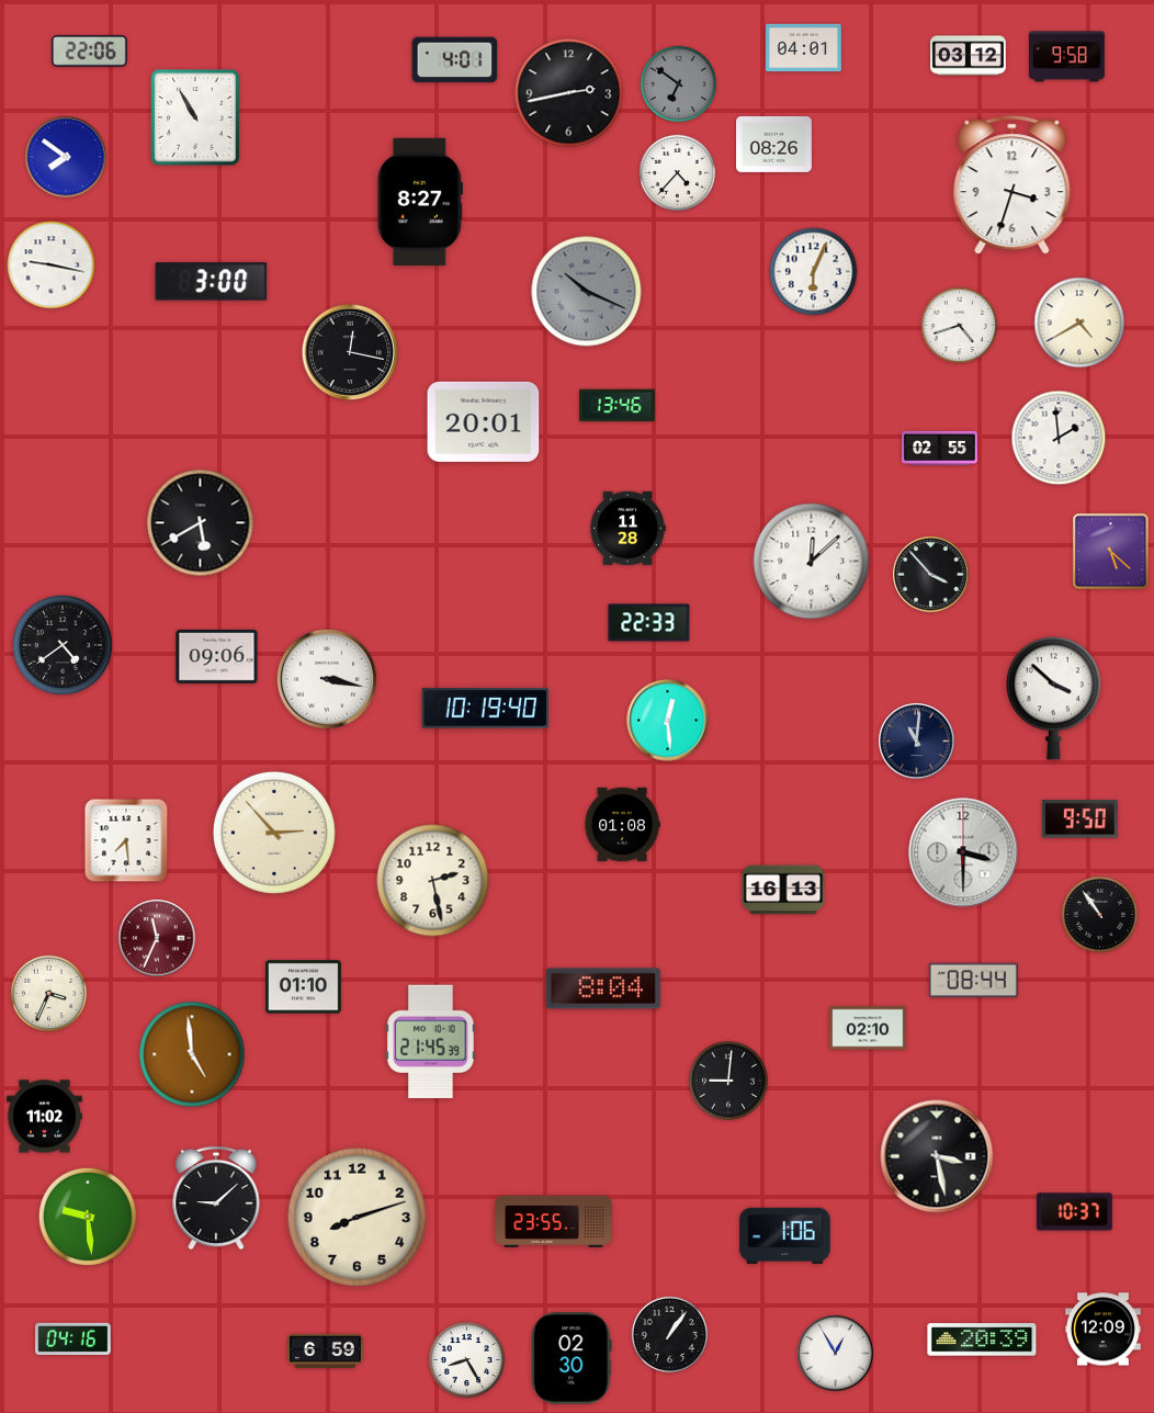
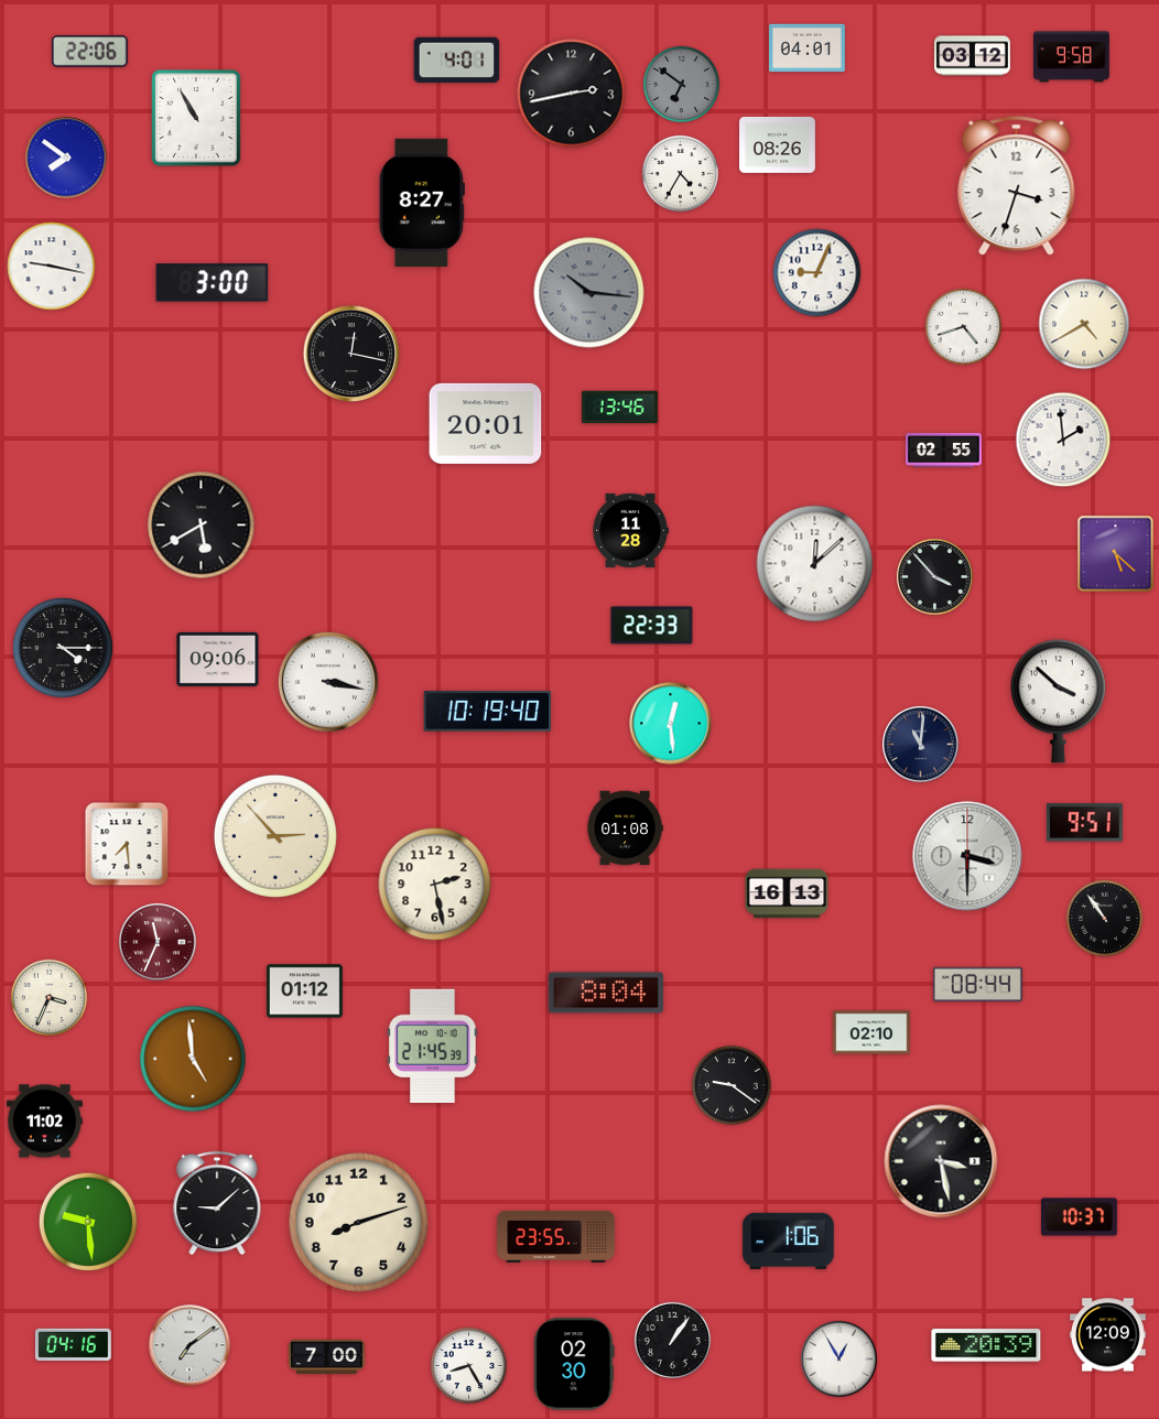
clock at (677, 172): 4:37 -> 4:35
clock at (814, 272): 6:04 -> 9:04
clock at (587, 292): 10:19 -> 10:16
clock at (63, 645): 4:39 -> 4:15
clock at (1079, 819): 9:50 -> 9:51
clock at (304, 987): 01:10 -> 01:12
clock at (728, 1081): 9:01 -> 9:21
clock at (554, 1221) position: (554, 1221) -> (556, 1236)
clock at (189, 1345): none -> 7:09
clock at (326, 1352): 6:59 -> 7:00
